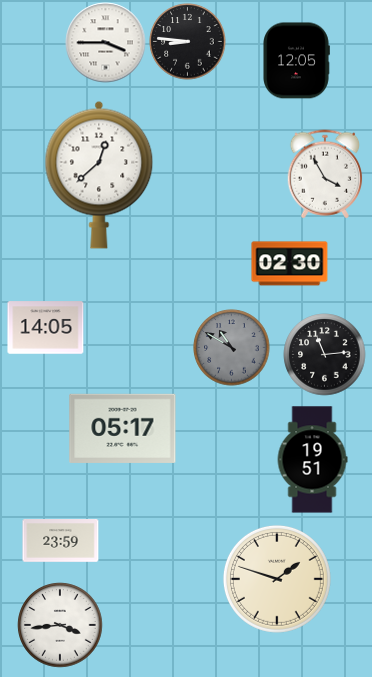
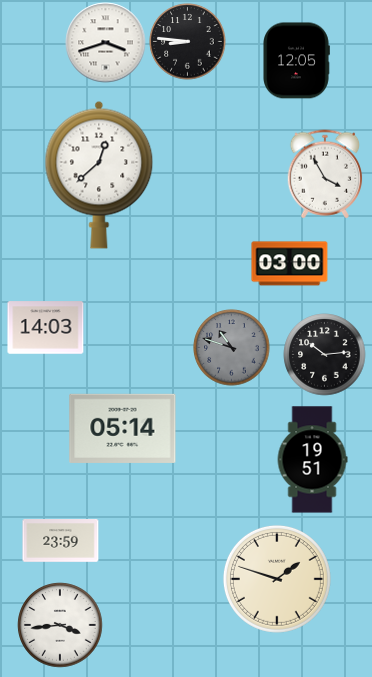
clock at (106, 43): 3:45 -> 3:42
clock at (290, 264): 02:30 -> 03:00
clock at (46, 328): 14:05 -> 14:03
clock at (232, 348): 10:50 -> 10:48
clock at (325, 355): 11:14 -> 10:14
clock at (123, 428): 05:17 -> 05:14
